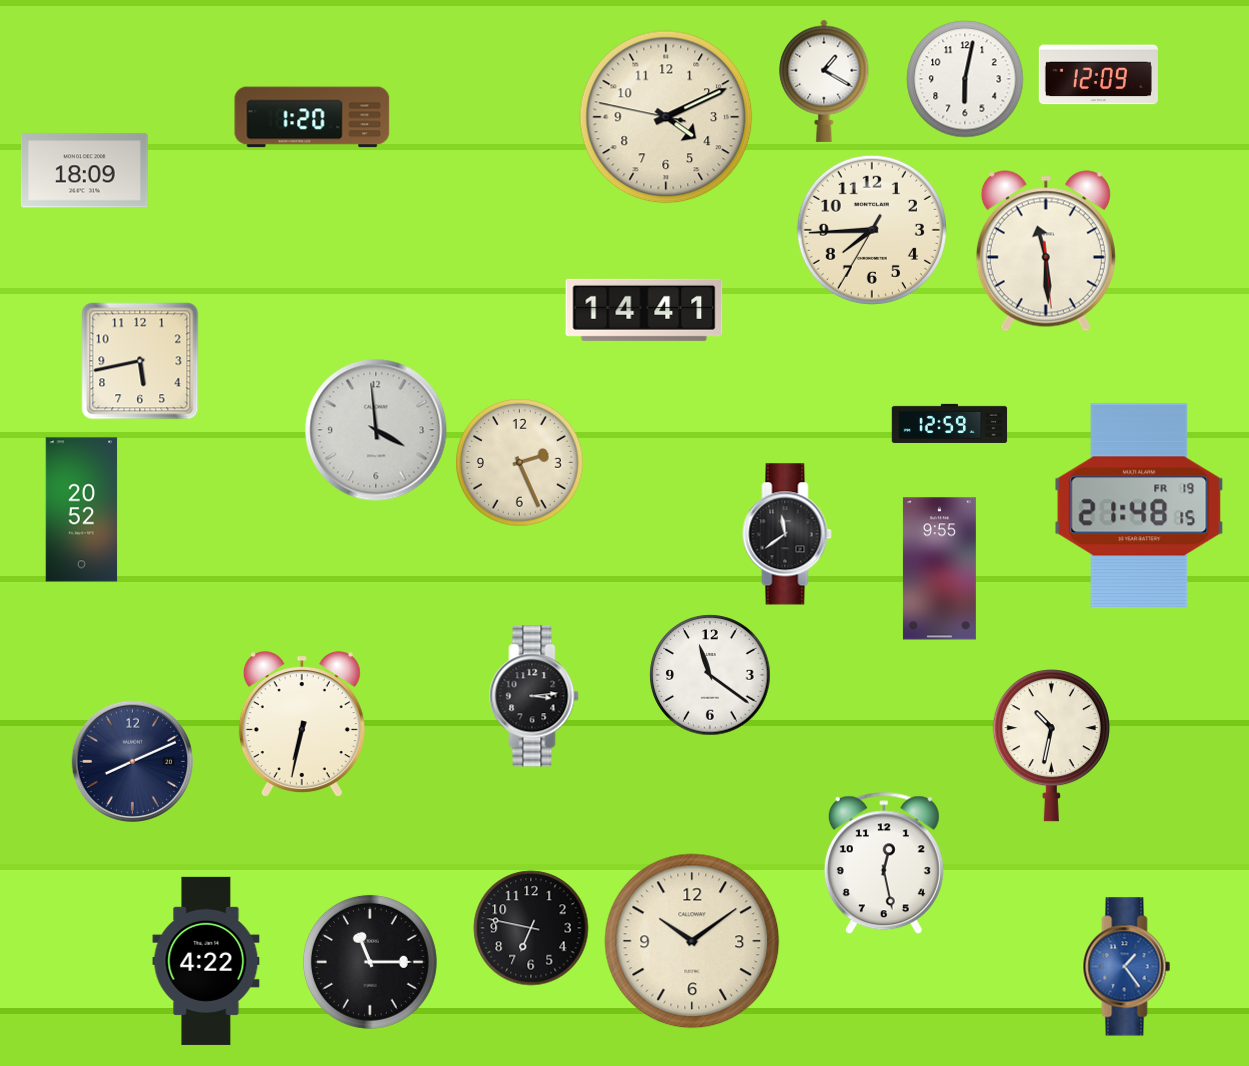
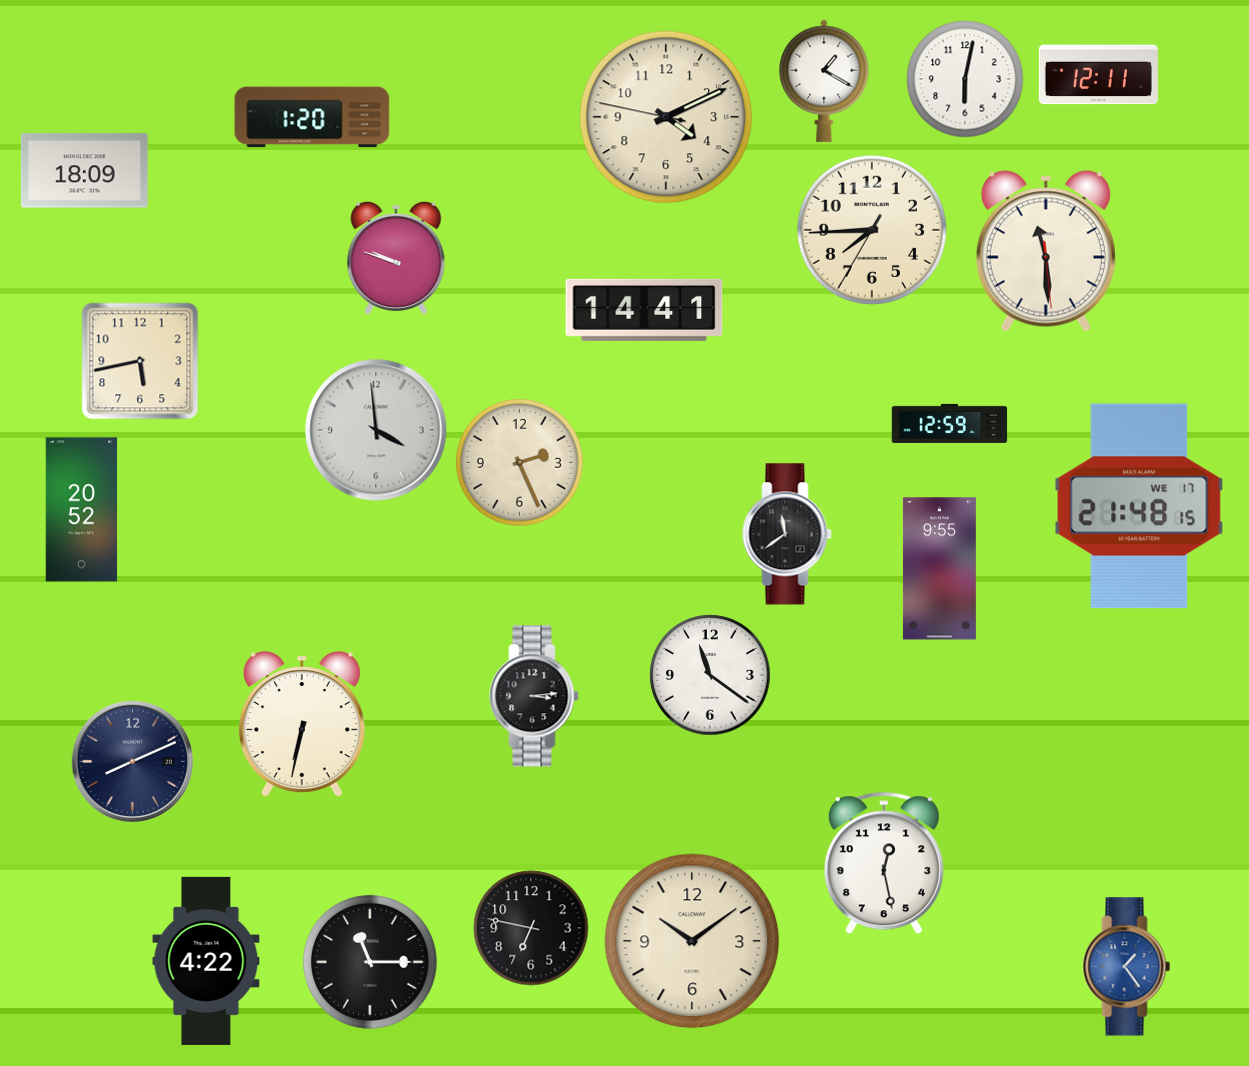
clock at (1098, 75): 12:09 -> 12:11
clock at (396, 258): none -> 9:48
clock at (1139, 506) date: FR 19 -> WE 17
clock at (1051, 746): 10:32 -> none
